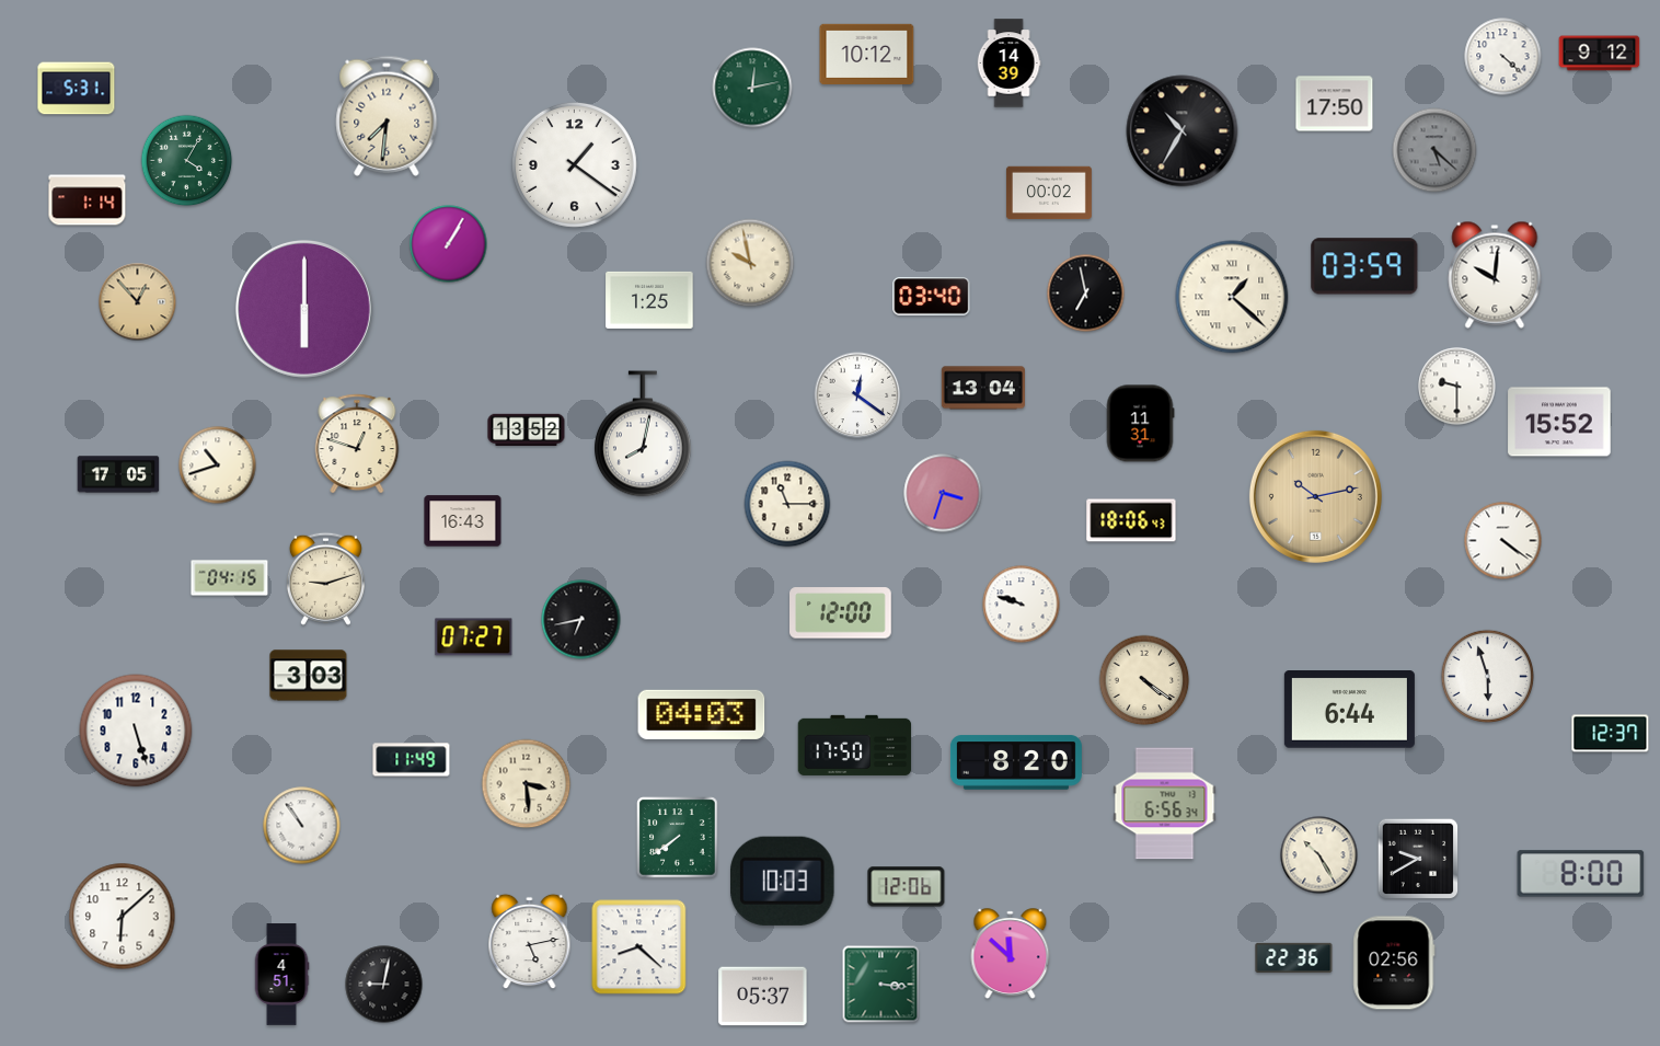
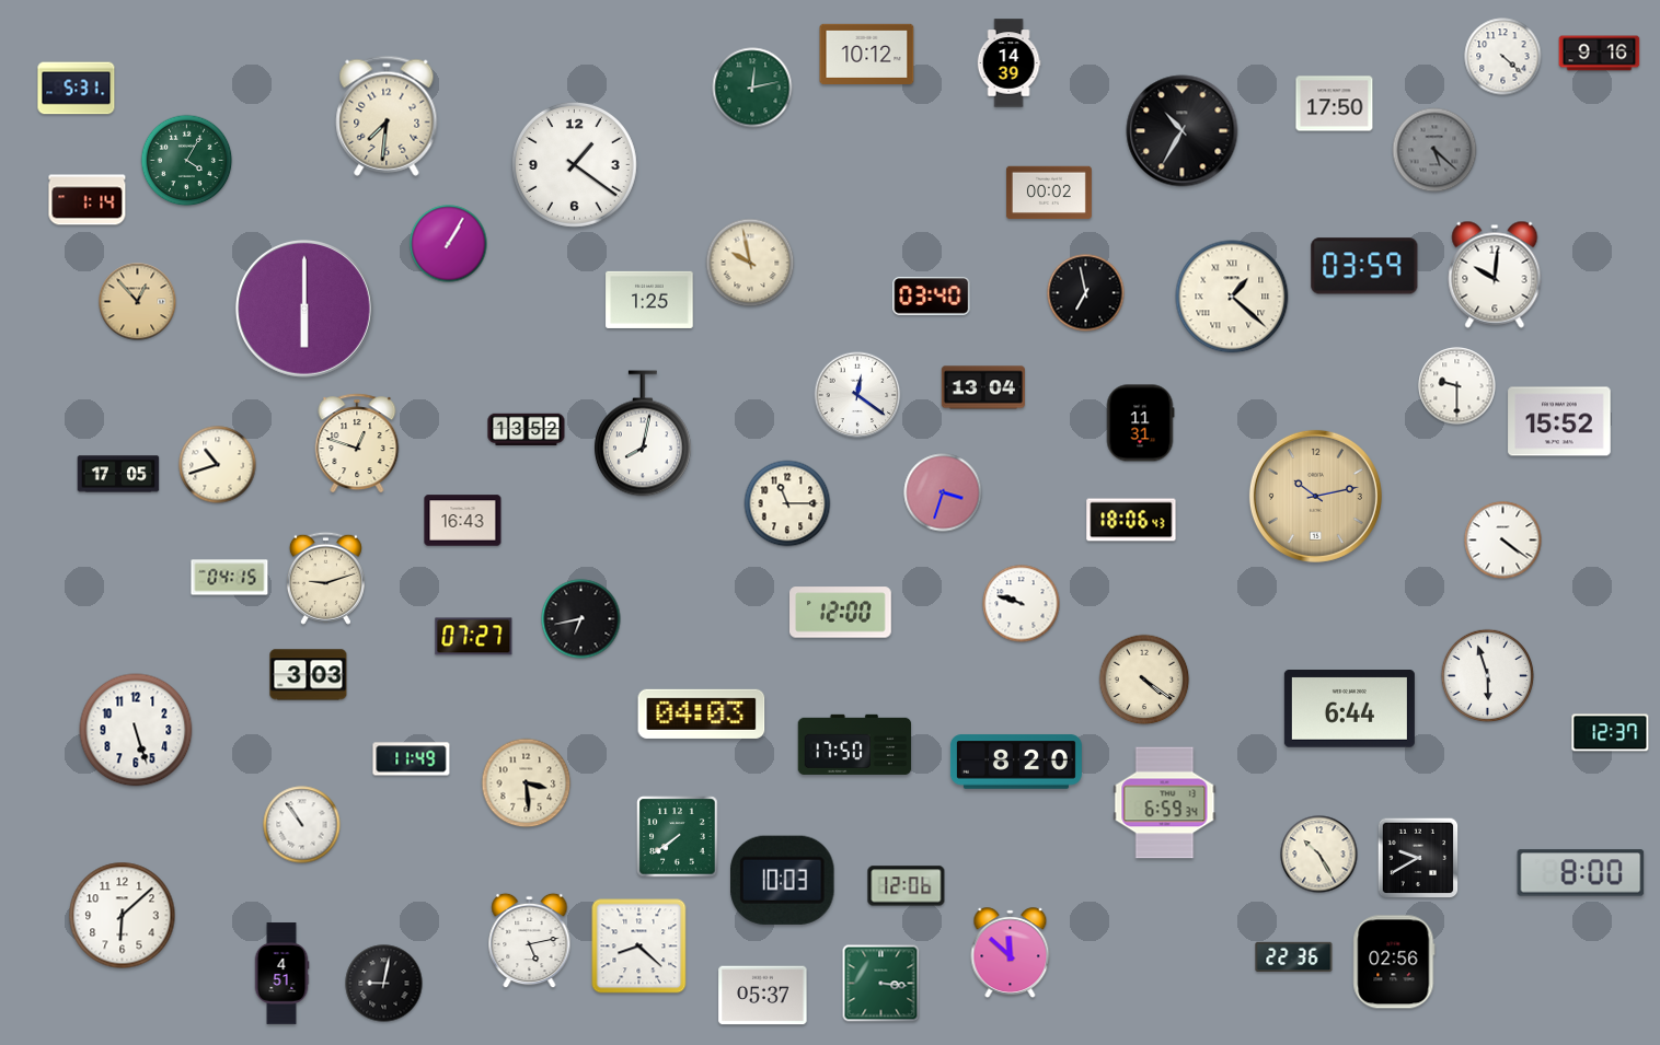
clock at (1600, 54): 9:12 -> 9:16
clock at (1165, 804): 6:56 -> 6:59
